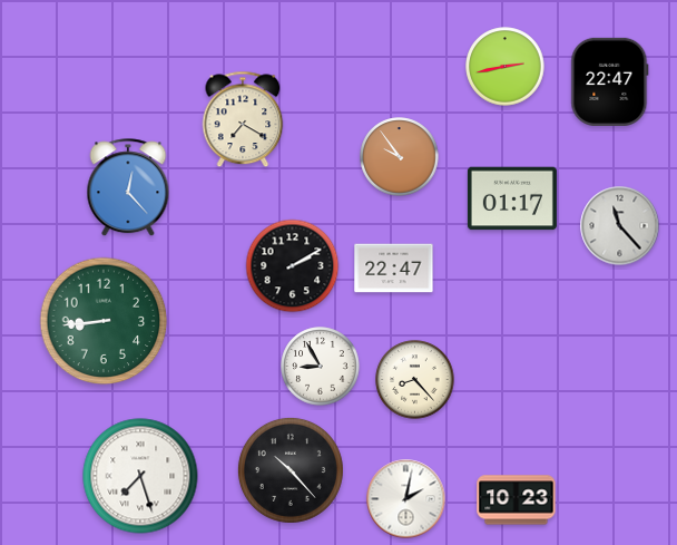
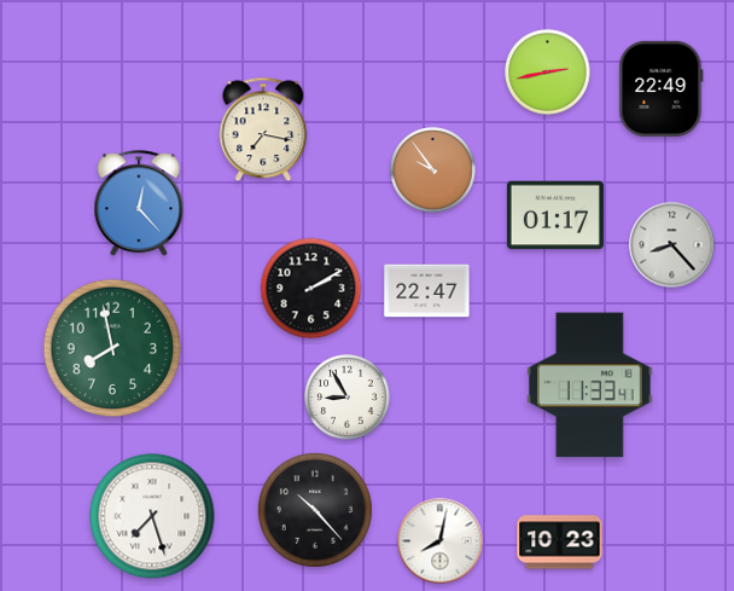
clock at (610, 81): 22:47 -> 22:49
clock at (243, 119): 7:20 -> 7:17
clock at (620, 226): 11:23 -> 8:23
clock at (293, 266) position: (293, 266) -> (311, 289)
clock at (104, 321): 8:44 -> 7:58
clock at (590, 386): none -> 11:33
clock at (415, 380): 8:23 -> none
clock at (406, 499): 2:02 -> 8:02
